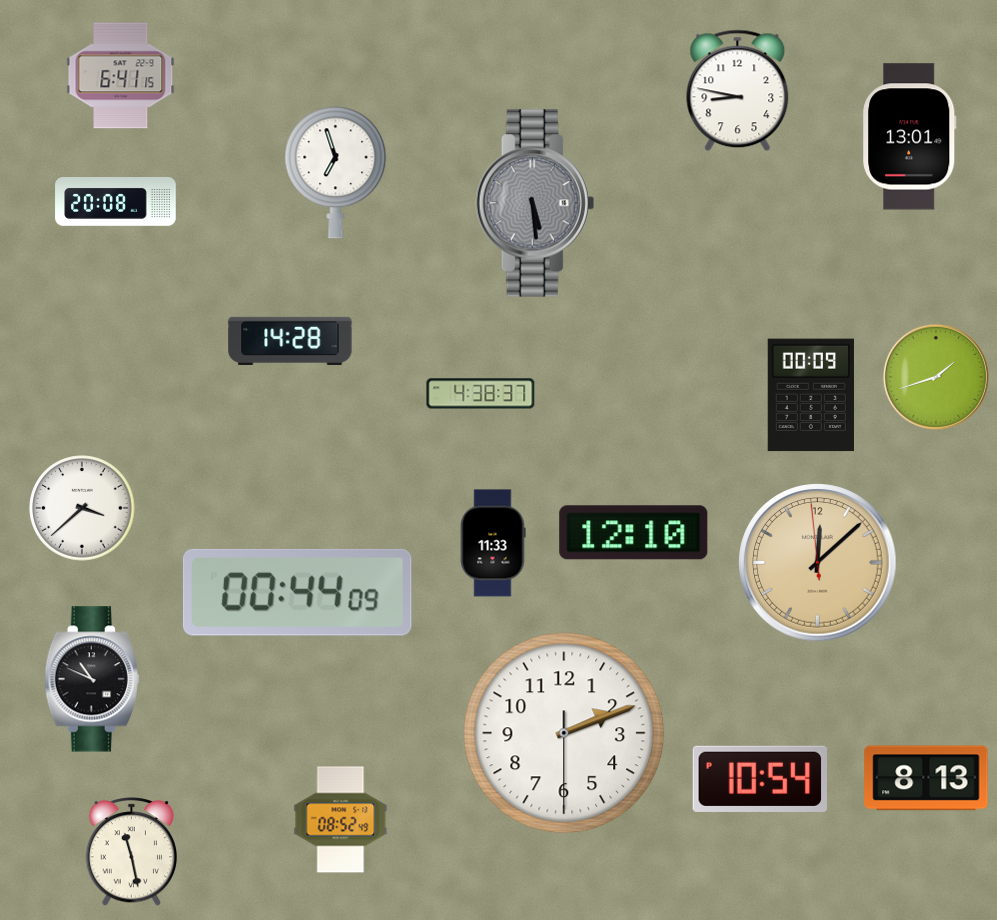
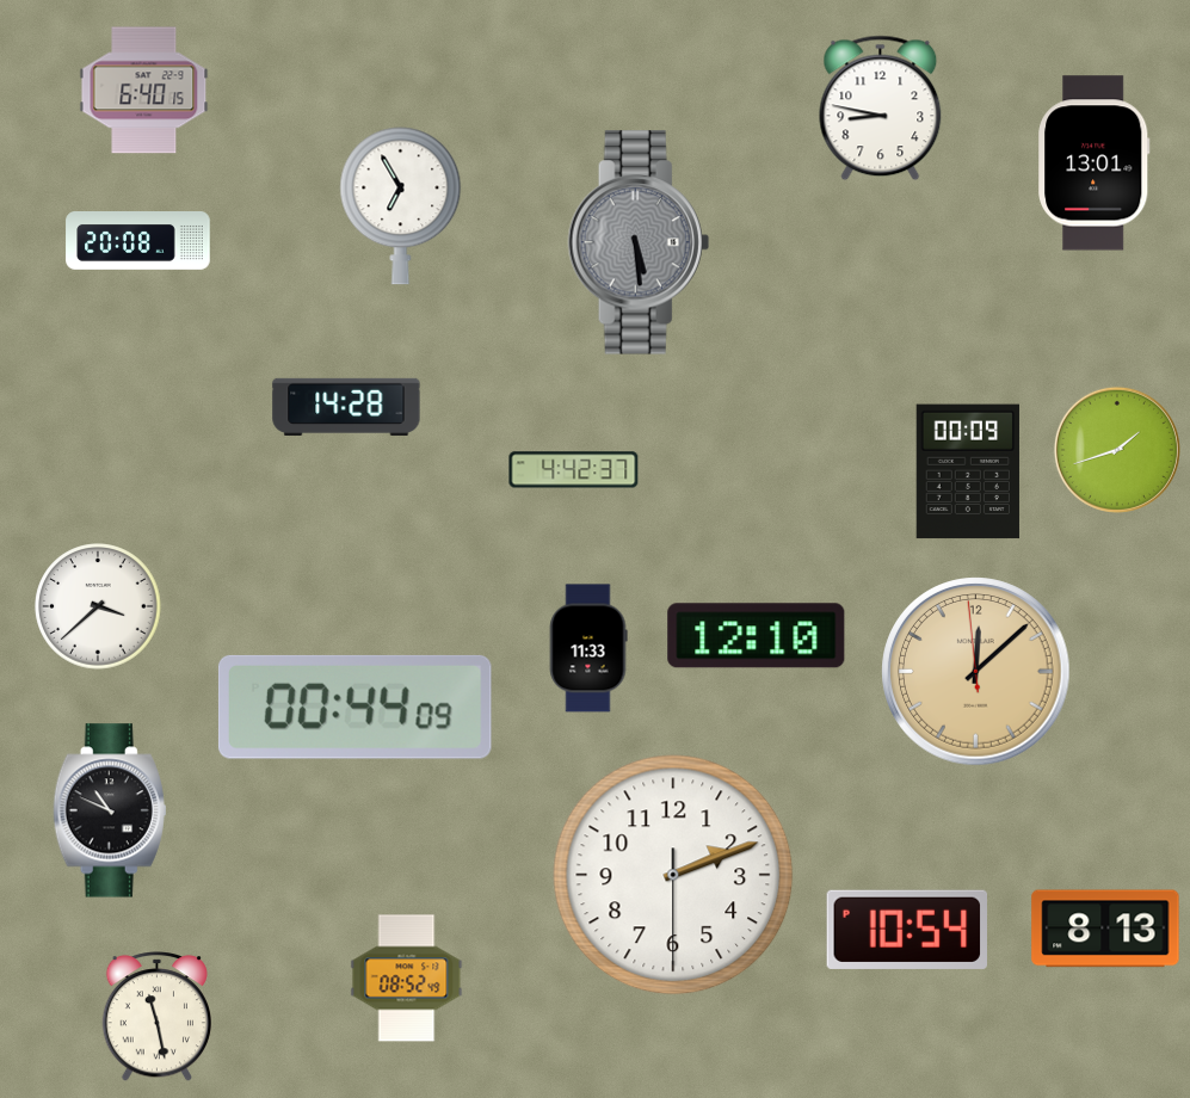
clock at (121, 76): 6:41 -> 6:40
clock at (910, 137) position: (910, 137) -> (1095, 164)
clock at (336, 173): 6:57 -> 6:55
clock at (481, 394): 4:38 -> 4:42
